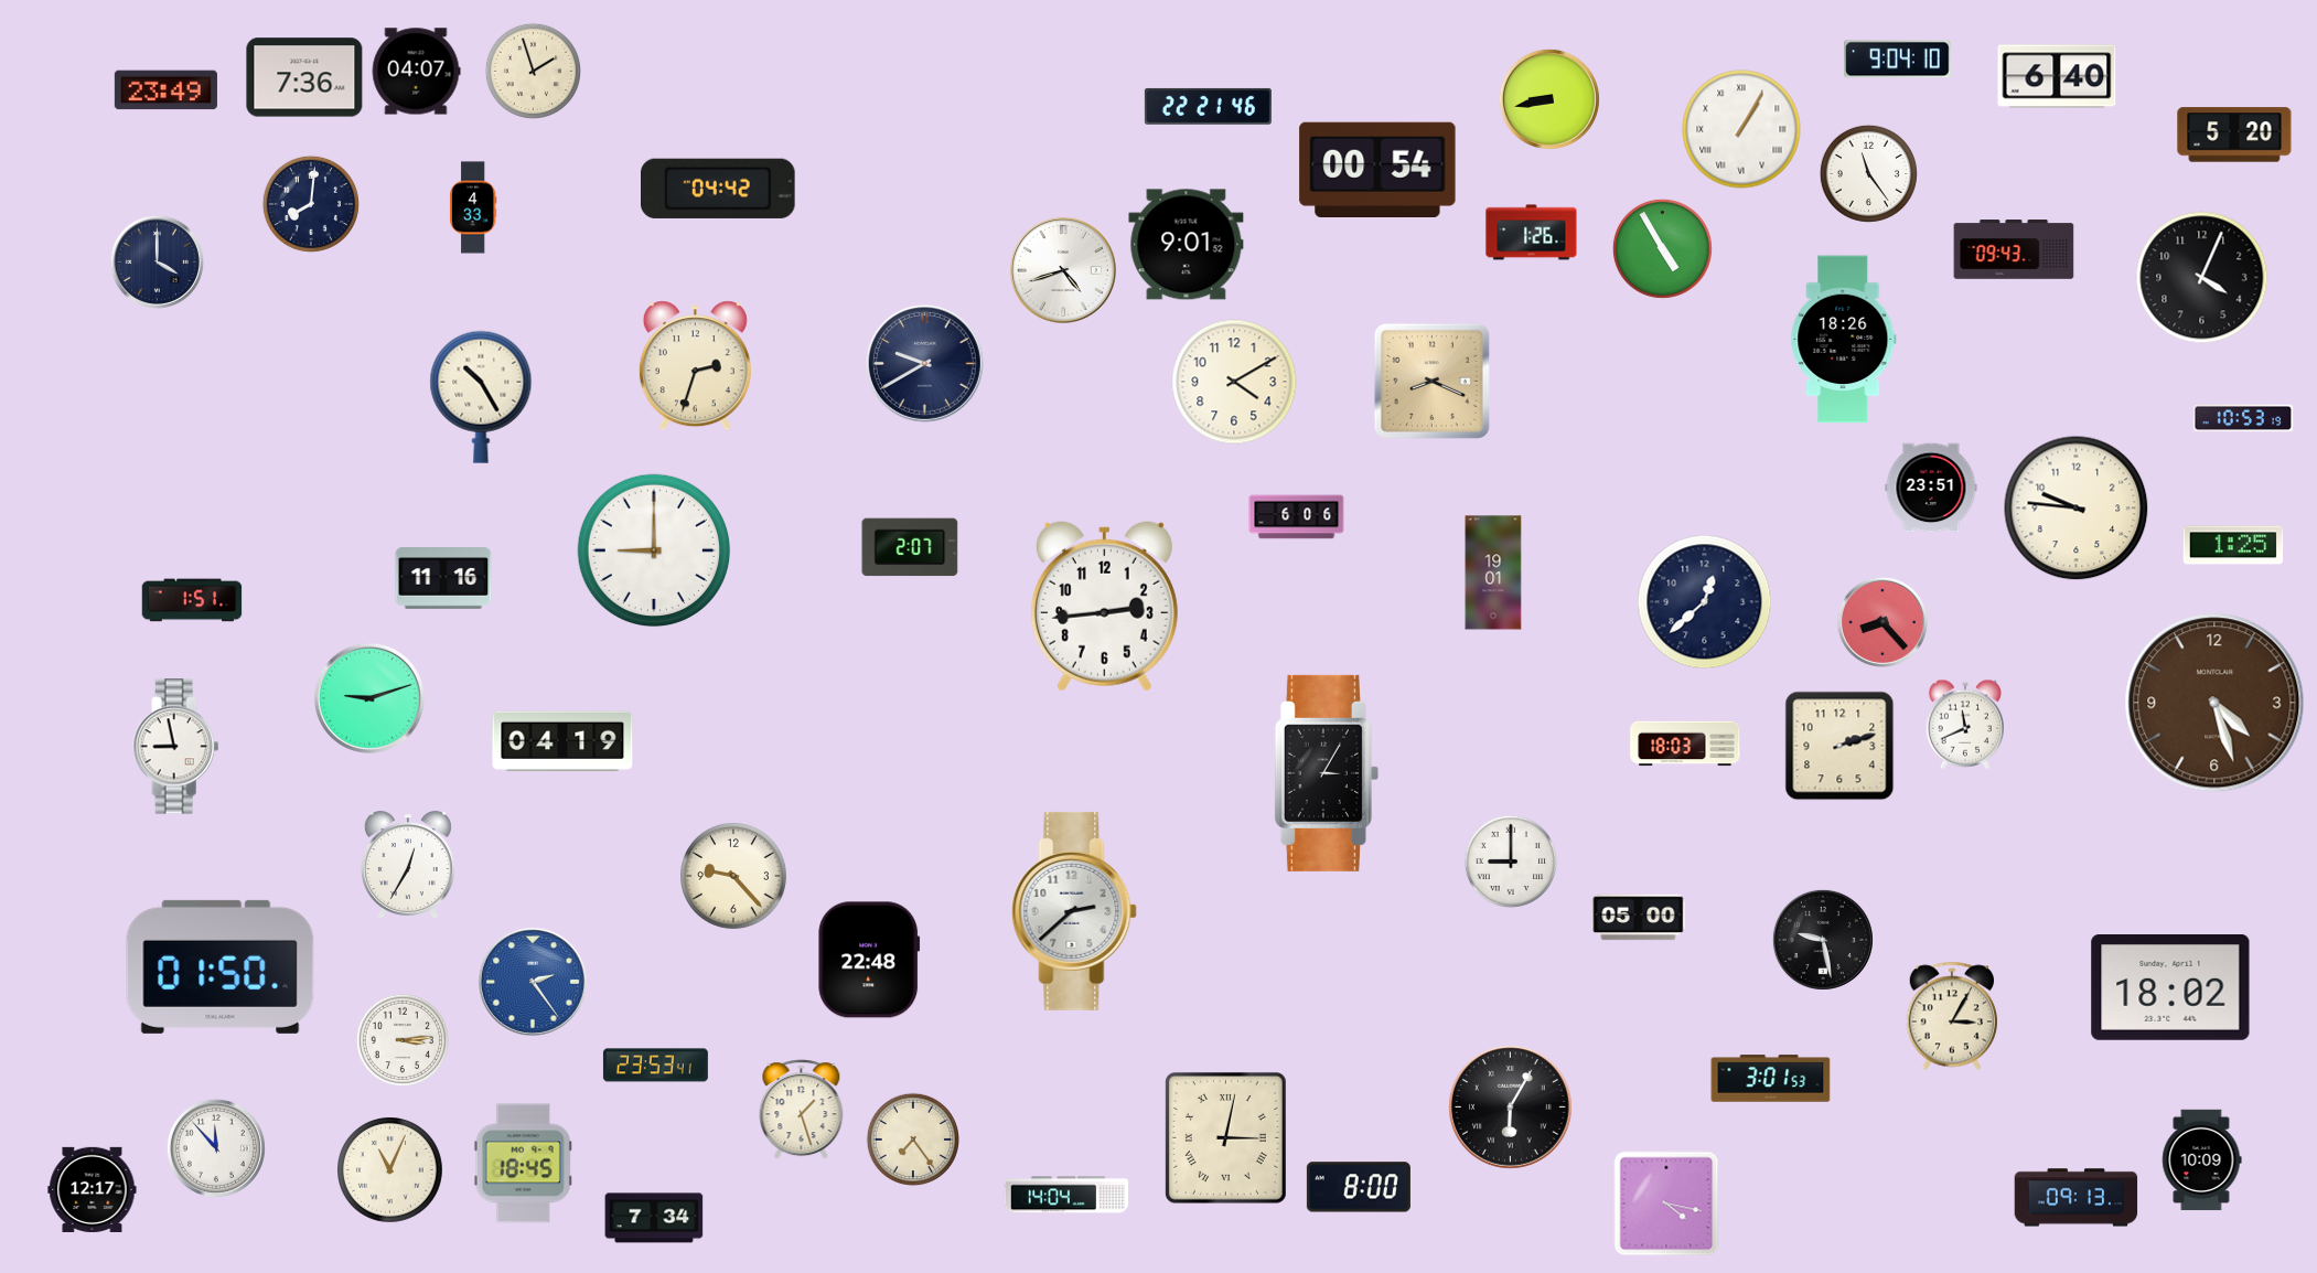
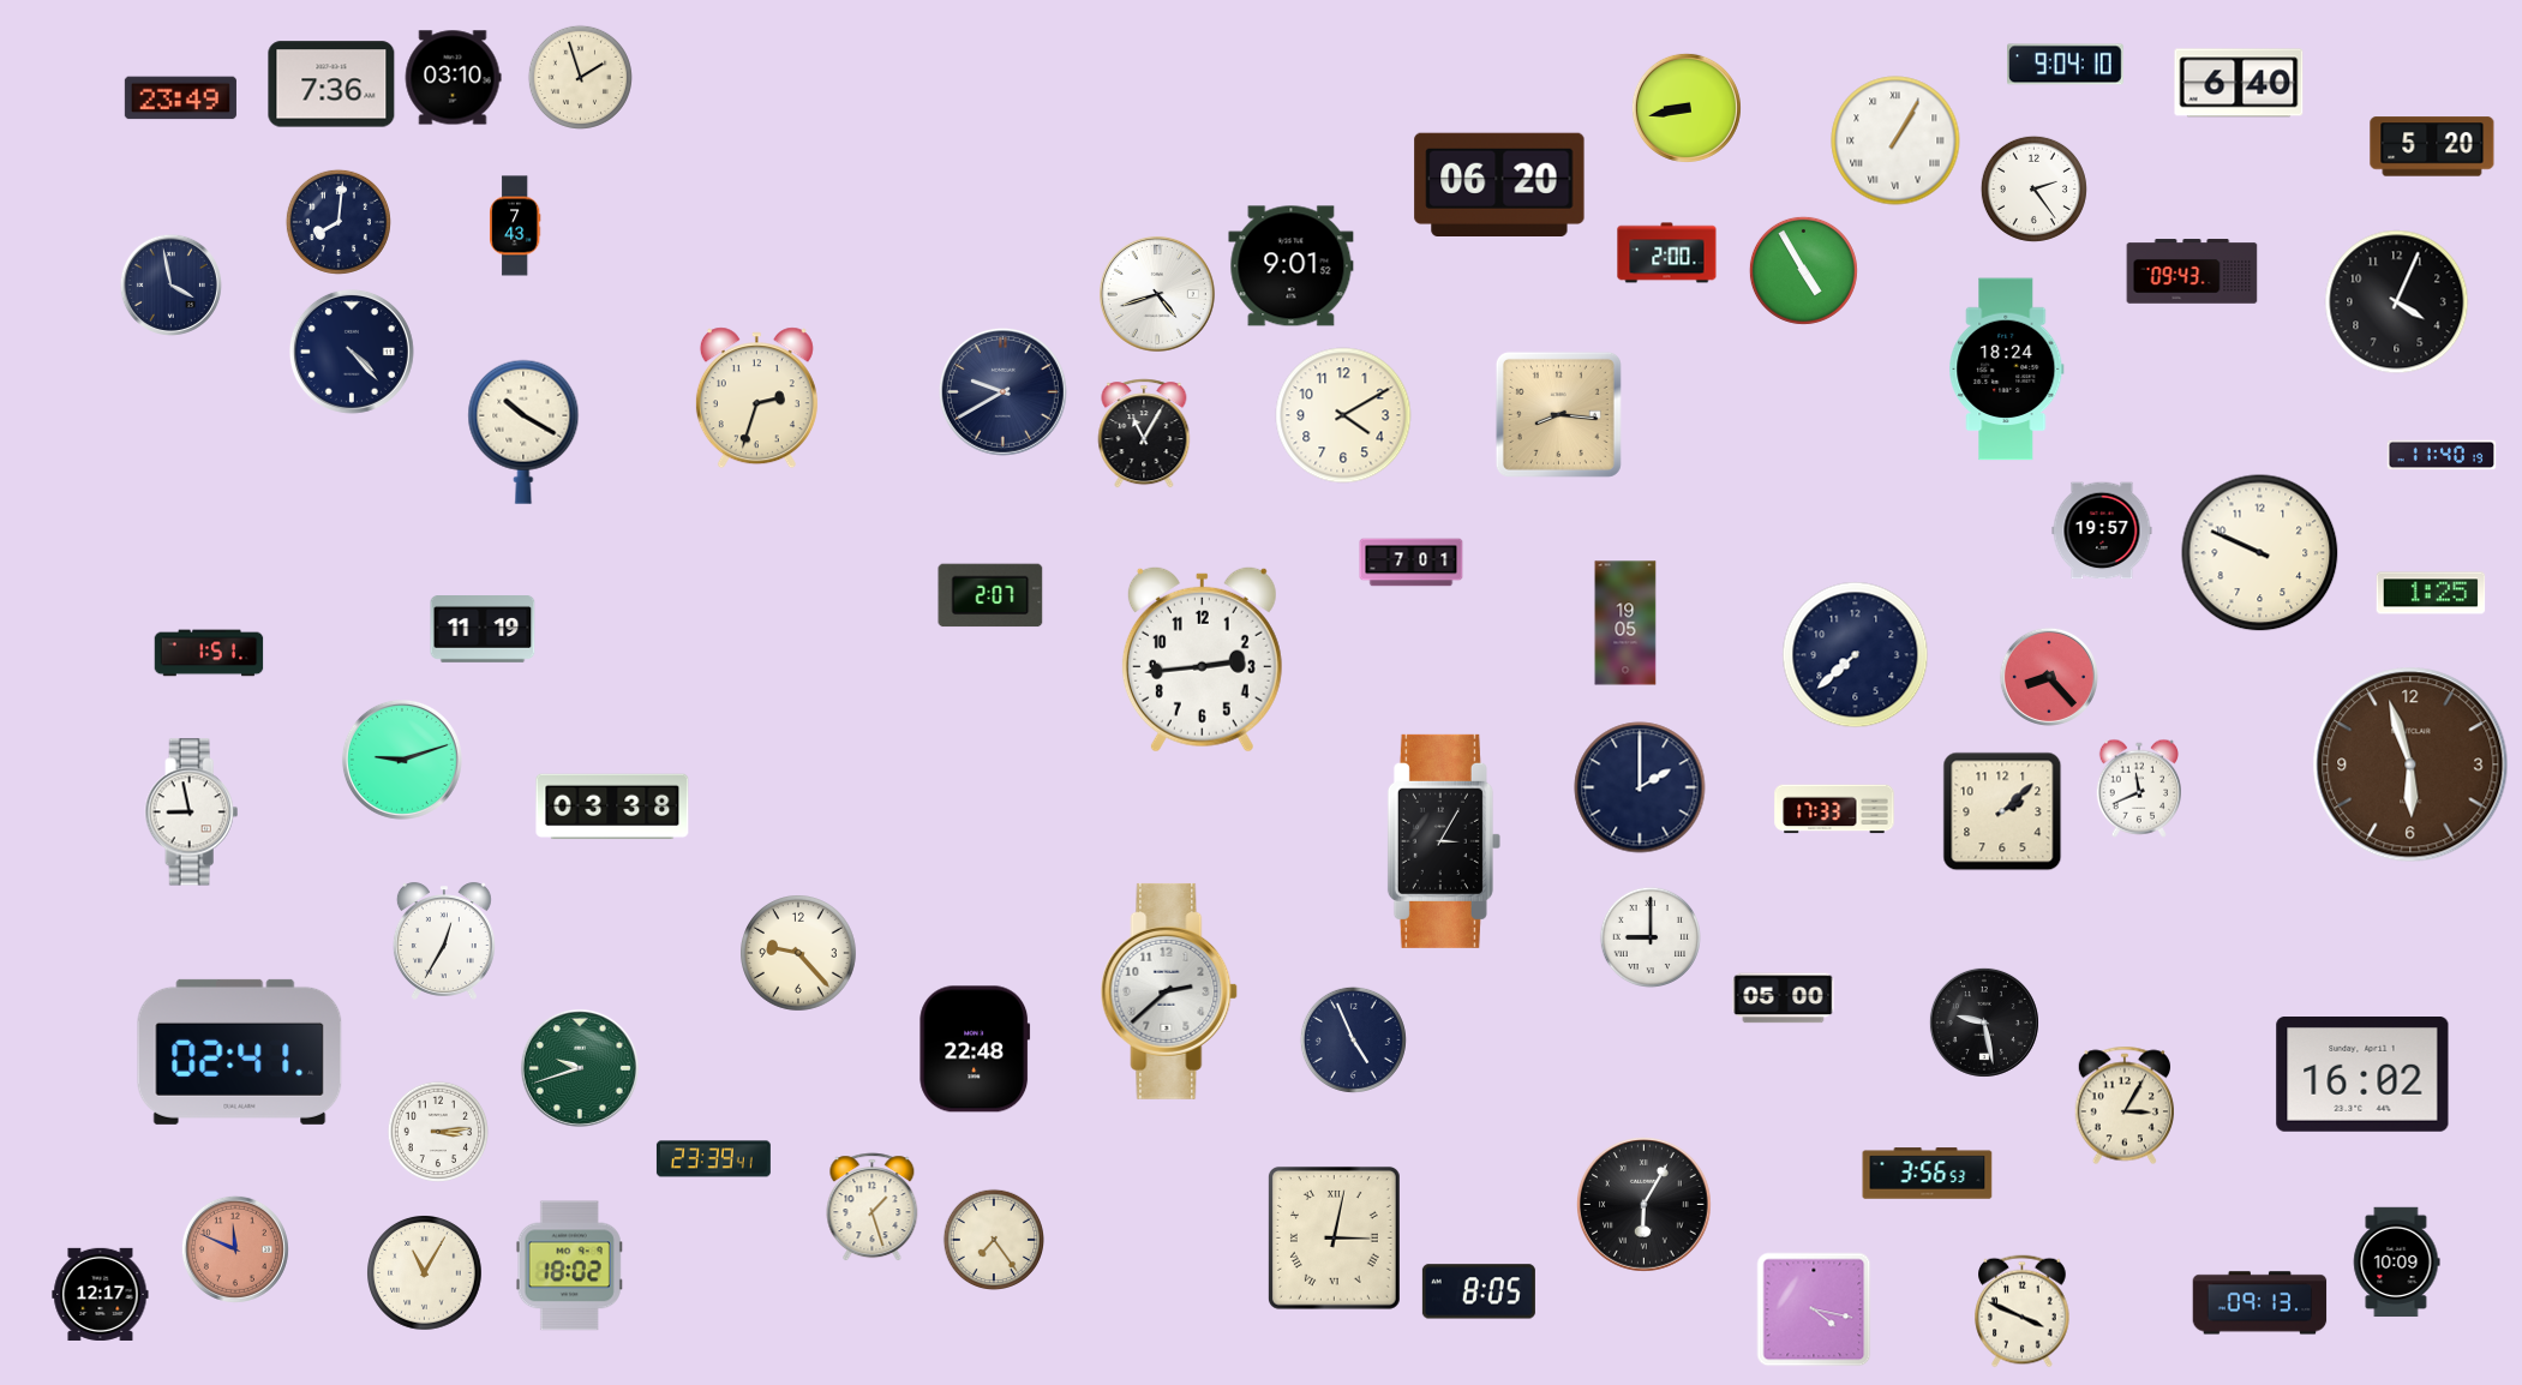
clock at (416, 72): 04:07 -> 03:10
clock at (1208, 106): 22:21 -> none
clock at (1377, 169): 00:54 -> 06:20
clock at (1868, 173): 11:24 -> 2:24
clock at (719, 189): 04:42 -> none
clock at (473, 207): 4:33 -> 7:43
clock at (1532, 233): 1:26 -> 2:00
clock at (1662, 248) position: (1662, 248) -> (1803, 270)
clock at (157, 261): 4:00 -> 3:58
clock at (352, 352): none -> 4:23
clock at (1844, 340): 18:26 -> 18:24
clock at (924, 363) position: (924, 363) -> (1002, 391)
clock at (1431, 381): 8:19 -> 8:16
clock at (481, 397): 10:25 -> 10:20
clock at (1144, 433): none -> 11:05
clock at (2243, 418): 10:53 -> 11:40
clock at (1931, 488): 23:51 -> 19:57
clock at (2077, 509): 9:46 -> 9:49
clock at (1297, 517): 6:06 -> 7:01
clock at (654, 550): 9:00 -> none
clock at (1493, 573): 19:01 -> 19:05
clock at (443, 579): 11:16 -> 11:19
clock at (1705, 602): 12:38 -> 7:38
clock at (2214, 703): 4:27 -> 5:57
clock at (1640, 787): none -> 2:00
clock at (562, 741): 04:19 -> 03:38
clock at (1685, 744): 18:03 -> 17:33
clock at (1839, 746): 2:12 -> 2:08
clock at (1511, 862) position: (1511, 862) -> (1651, 937)
clock at (1353, 1039): none -> 4:56
clock at (869, 960) position: (869, 960) -> (975, 1049)
clock at (221, 966): 01:50 -> 02:41
clock at (533, 982): 2:24 -> 9:42
clock at (533, 982) dial: blue -> green
clock at (2170, 988): 18:02 -> 16:02
clock at (655, 1066): 23:53 -> 23:39
clock at (1771, 1079): 3:01 -> 3:56
clock at (216, 1148): 11:53 -> 11:49
clock at (216, 1148) dial: white -> salmon
clock at (523, 1164): 18:45 -> 18:02
clock at (390, 1170): 11:04 -> 11:05
clock at (1359, 1187): 8:00 -> 8:05
clock at (1066, 1195): 14:04 -> none
clock at (2023, 1312): none -> 3:49
clock at (654, 1218): 7:34 -> none
